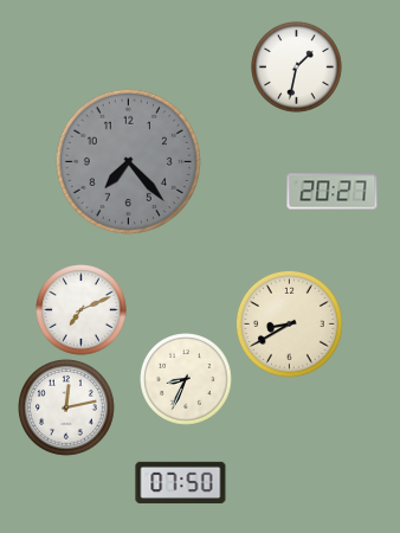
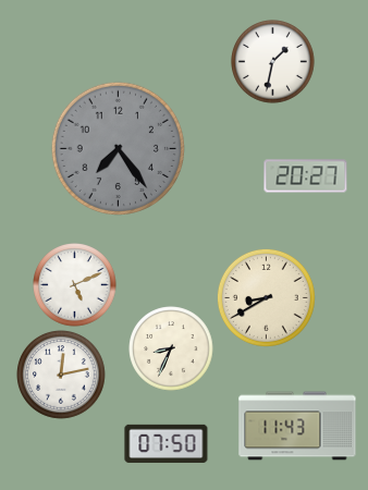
clock at (128, 161): 7:23 -> 7:24
clock at (82, 310): 7:11 -> 5:11
clock at (297, 426): none -> 11:43
